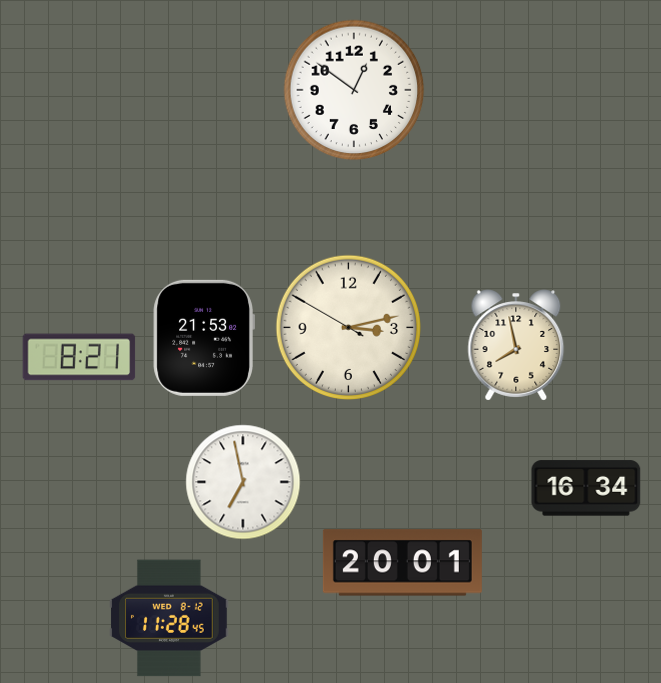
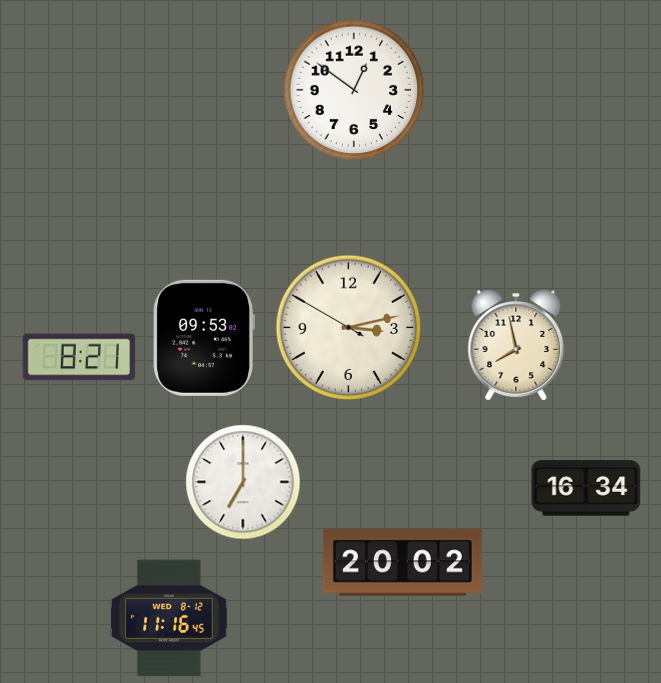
clock at (204, 338): 21:53 -> 09:53
clock at (243, 482): 6:58 -> 7:00
clock at (402, 563): 20:01 -> 20:02
clock at (169, 618): 11:28 -> 11:16
